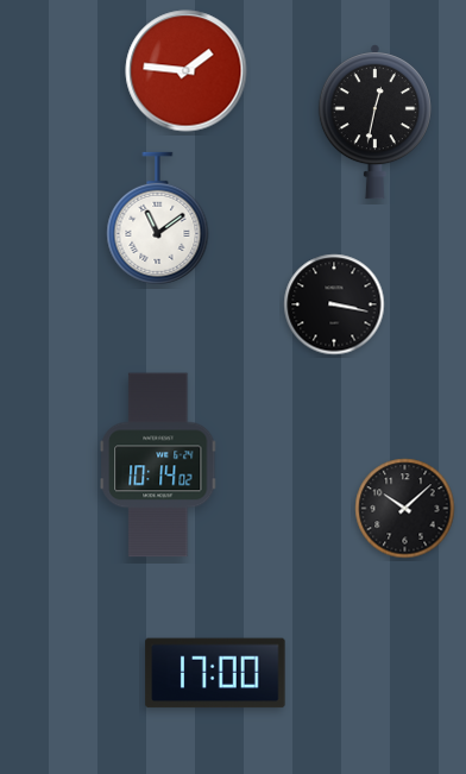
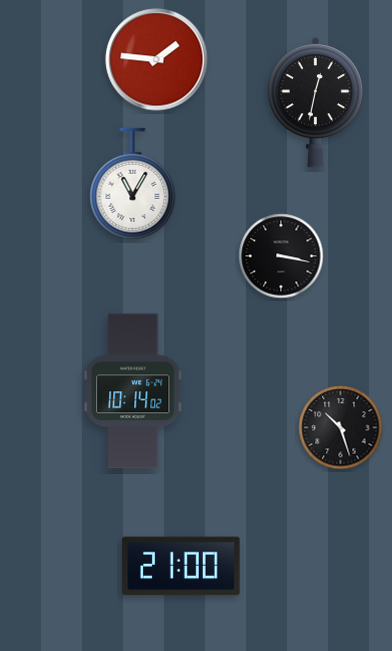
clock at (158, 219): 11:09 -> 11:05
clock at (405, 509): 10:08 -> 10:27
clock at (215, 673): 17:00 -> 21:00
